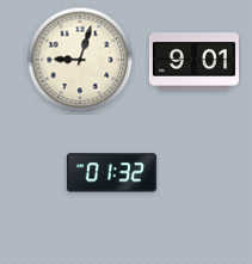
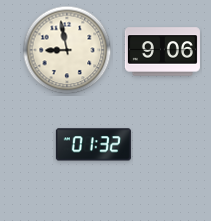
clock at (80, 60): 9:03 -> 8:58
clock at (193, 62): 9:01 -> 9:06
